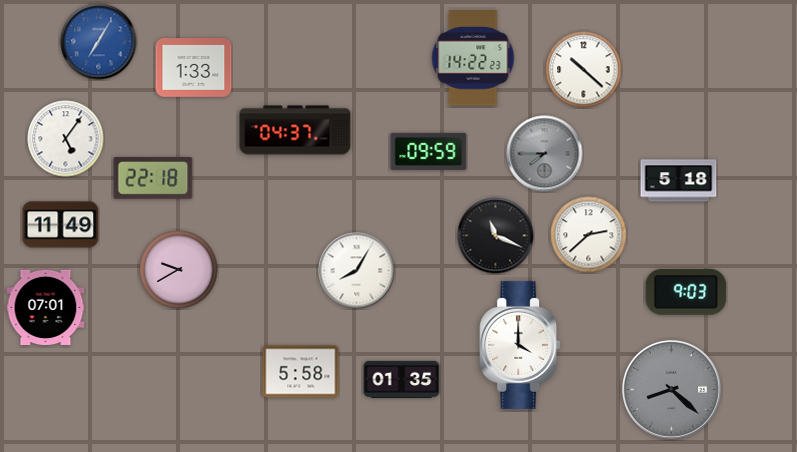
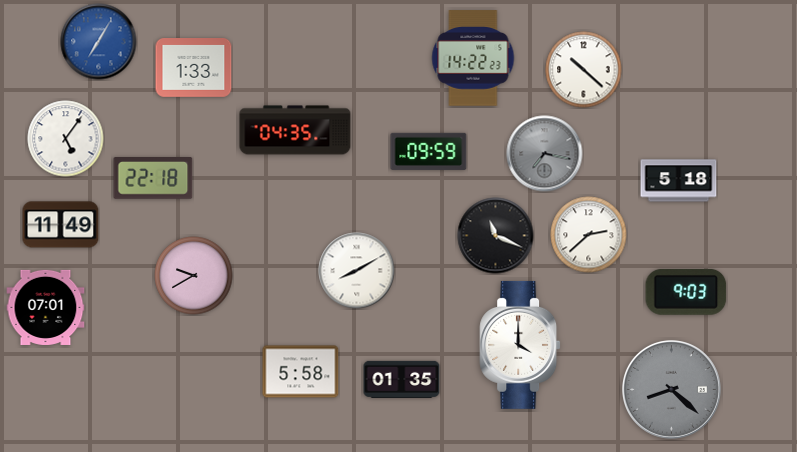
clock at (295, 130): 04:37 -> 04:35
clock at (545, 154): 7:45 -> 7:17
clock at (179, 270) position: (179, 270) -> (194, 276)
clock at (357, 271): 8:05 -> 8:10
